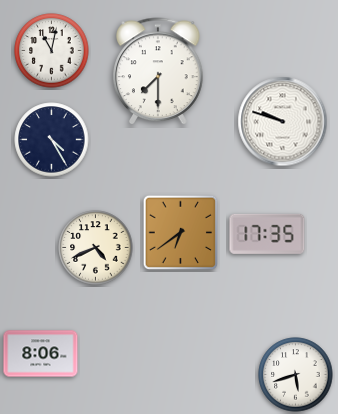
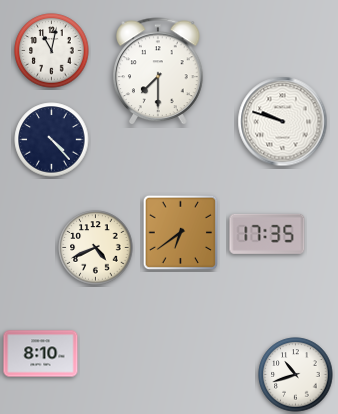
clock at (52, 140): 4:25 -> 4:23
clock at (41, 354): 8:06 -> 8:10
clock at (296, 375): 5:42 -> 10:42
